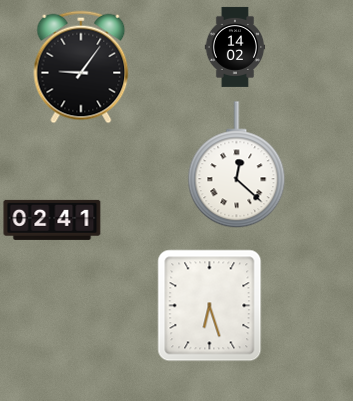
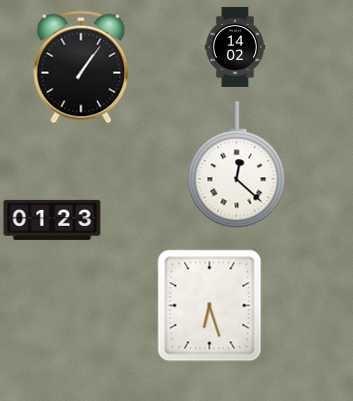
clock at (81, 67): 9:06 -> 1:06
clock at (52, 220): 02:41 -> 01:23
